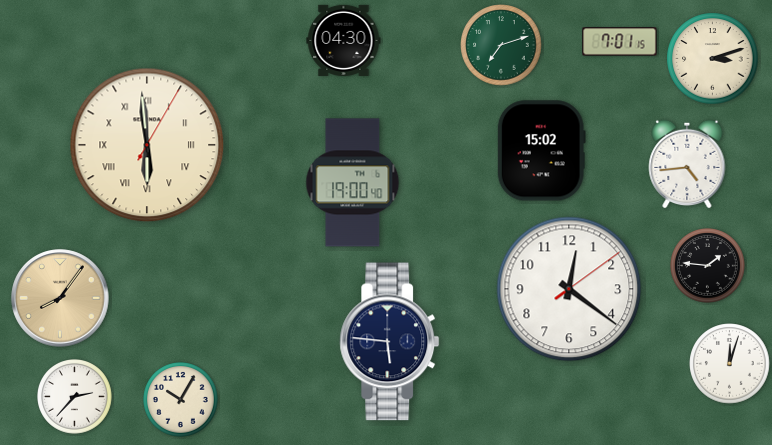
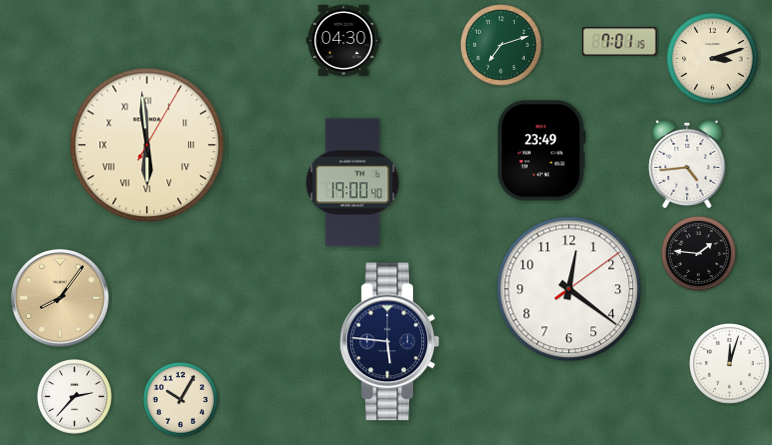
clock at (541, 151): 15:02 -> 23:49
clock at (708, 266) position: (708, 266) -> (699, 254)
